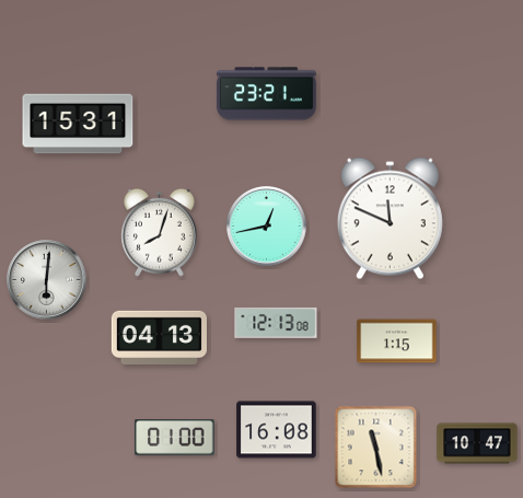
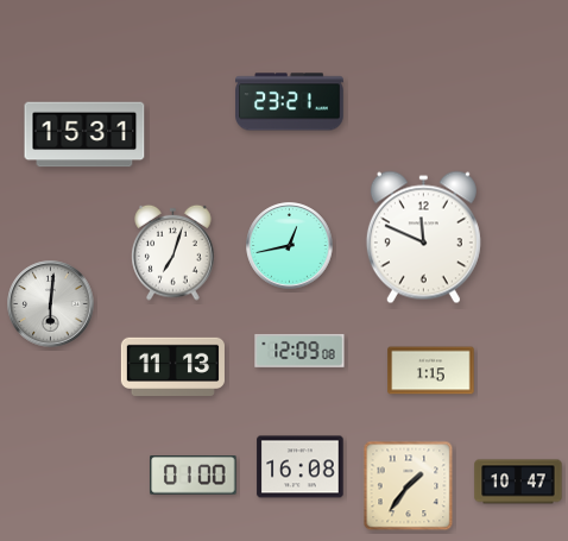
clock at (160, 232): 8:03 -> 7:03
clock at (276, 323): 12:13 -> 12:09
clock at (159, 338): 04:13 -> 11:13
clock at (175, 438) position: (175, 438) -> (194, 476)
clock at (376, 448): 11:28 -> 1:36
